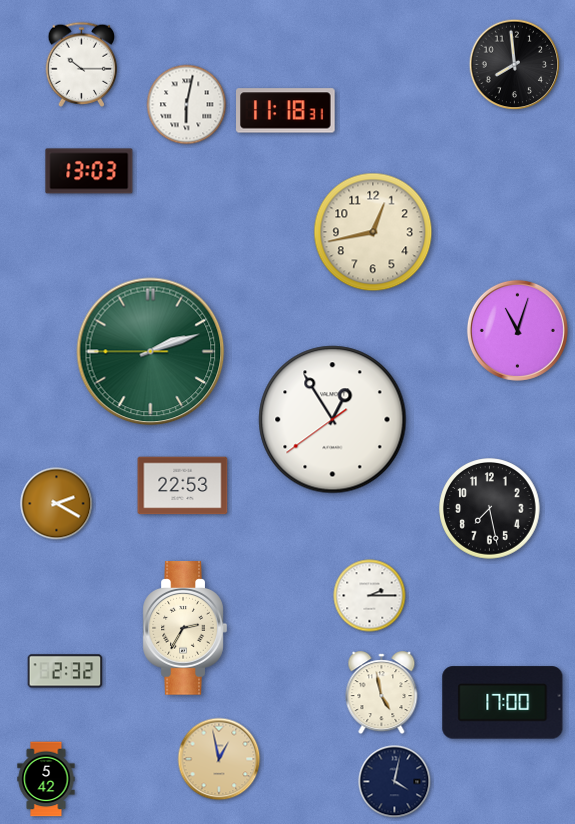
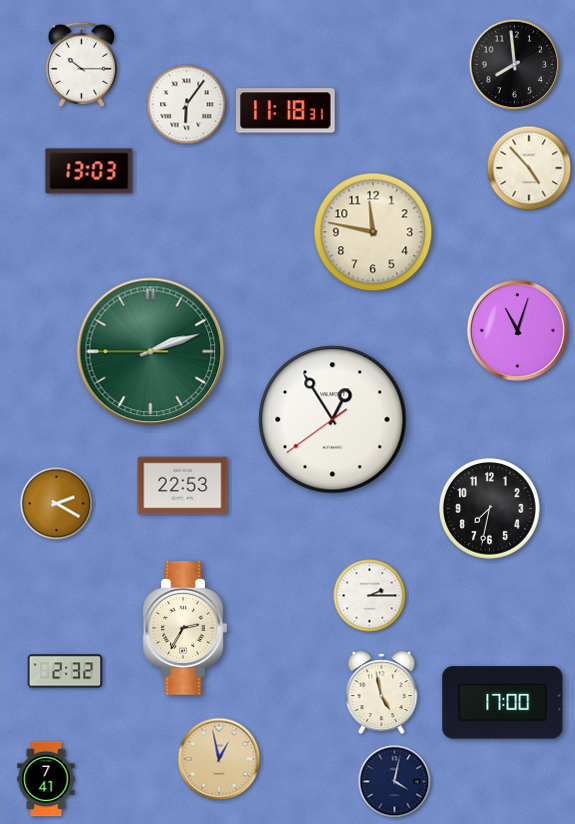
clock at (187, 105): 6:02 -> 6:06
clock at (529, 168): none -> 4:53
clock at (373, 232): 12:43 -> 11:47
clock at (490, 509): 7:28 -> 7:32
clock at (46, 779): 5:42 -> 7:41
